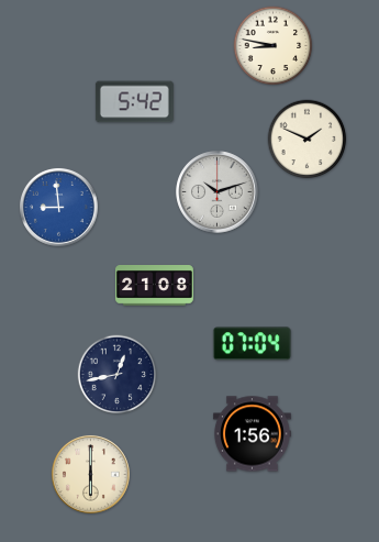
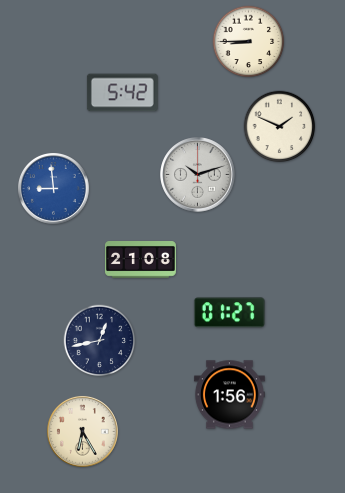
clock at (274, 46): 8:47 -> 8:45
clock at (252, 344): 07:04 -> 01:27
clock at (118, 375) position: (118, 375) -> (100, 341)
clock at (90, 474): 6:00 -> 6:25
